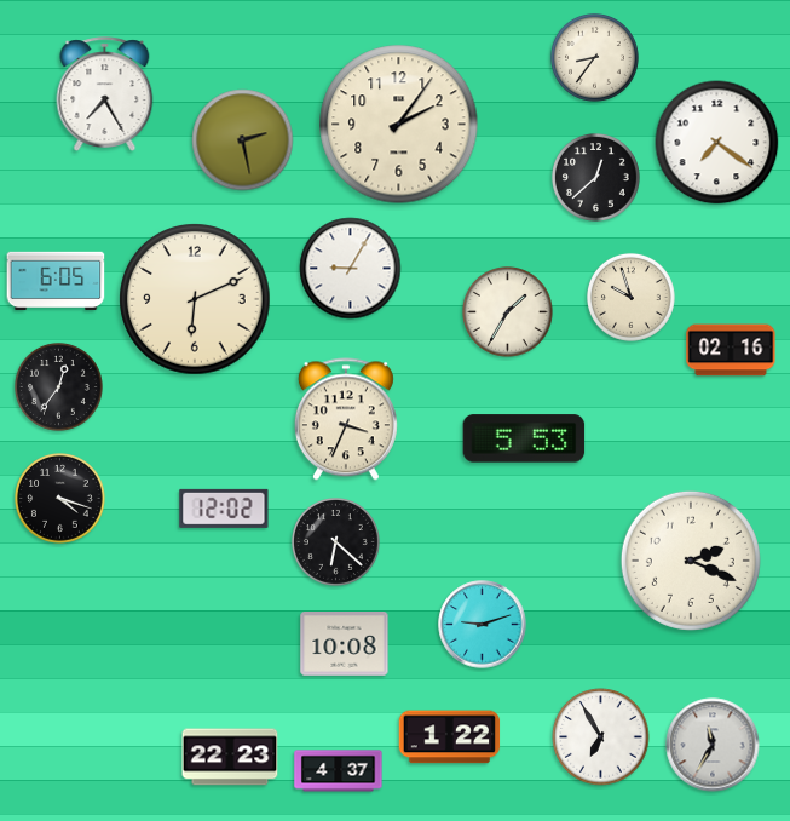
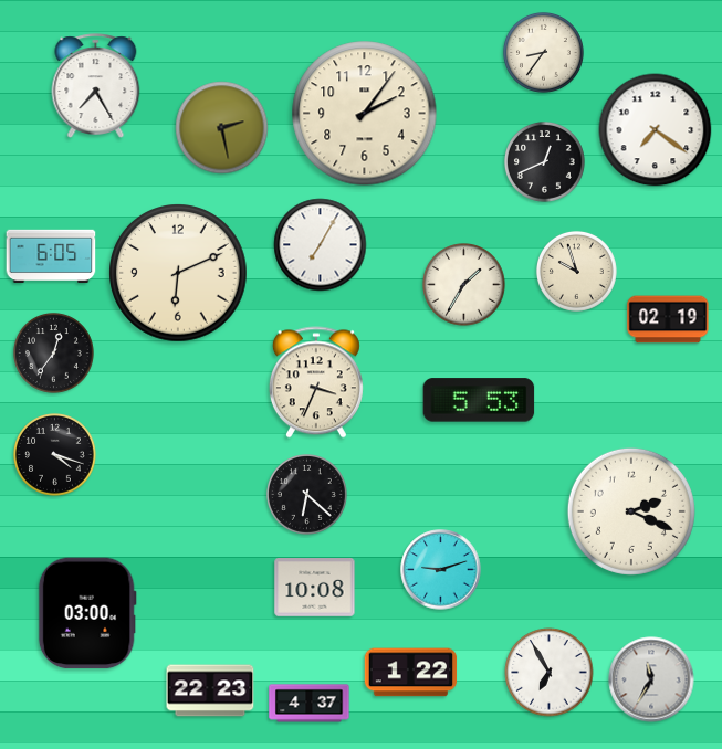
clock at (595, 177): 12:38 -> 12:41
clock at (351, 269): 9:05 -> 7:05
clock at (731, 350): 02:16 -> 02:19
clock at (224, 509): 12:02 -> none
clock at (87, 613): none -> 03:00
